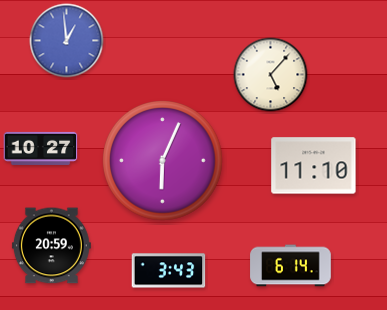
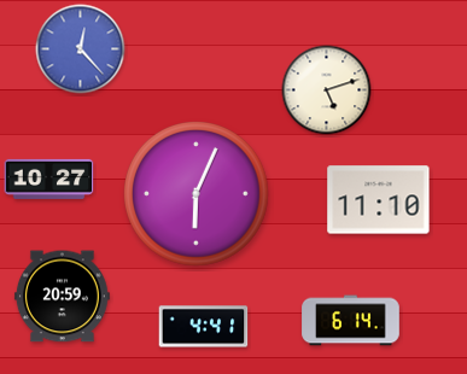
clock at (67, 41): 12:59 -> 12:23
clock at (271, 75): 5:07 -> 5:12
clock at (169, 271): 3:43 -> 4:41
